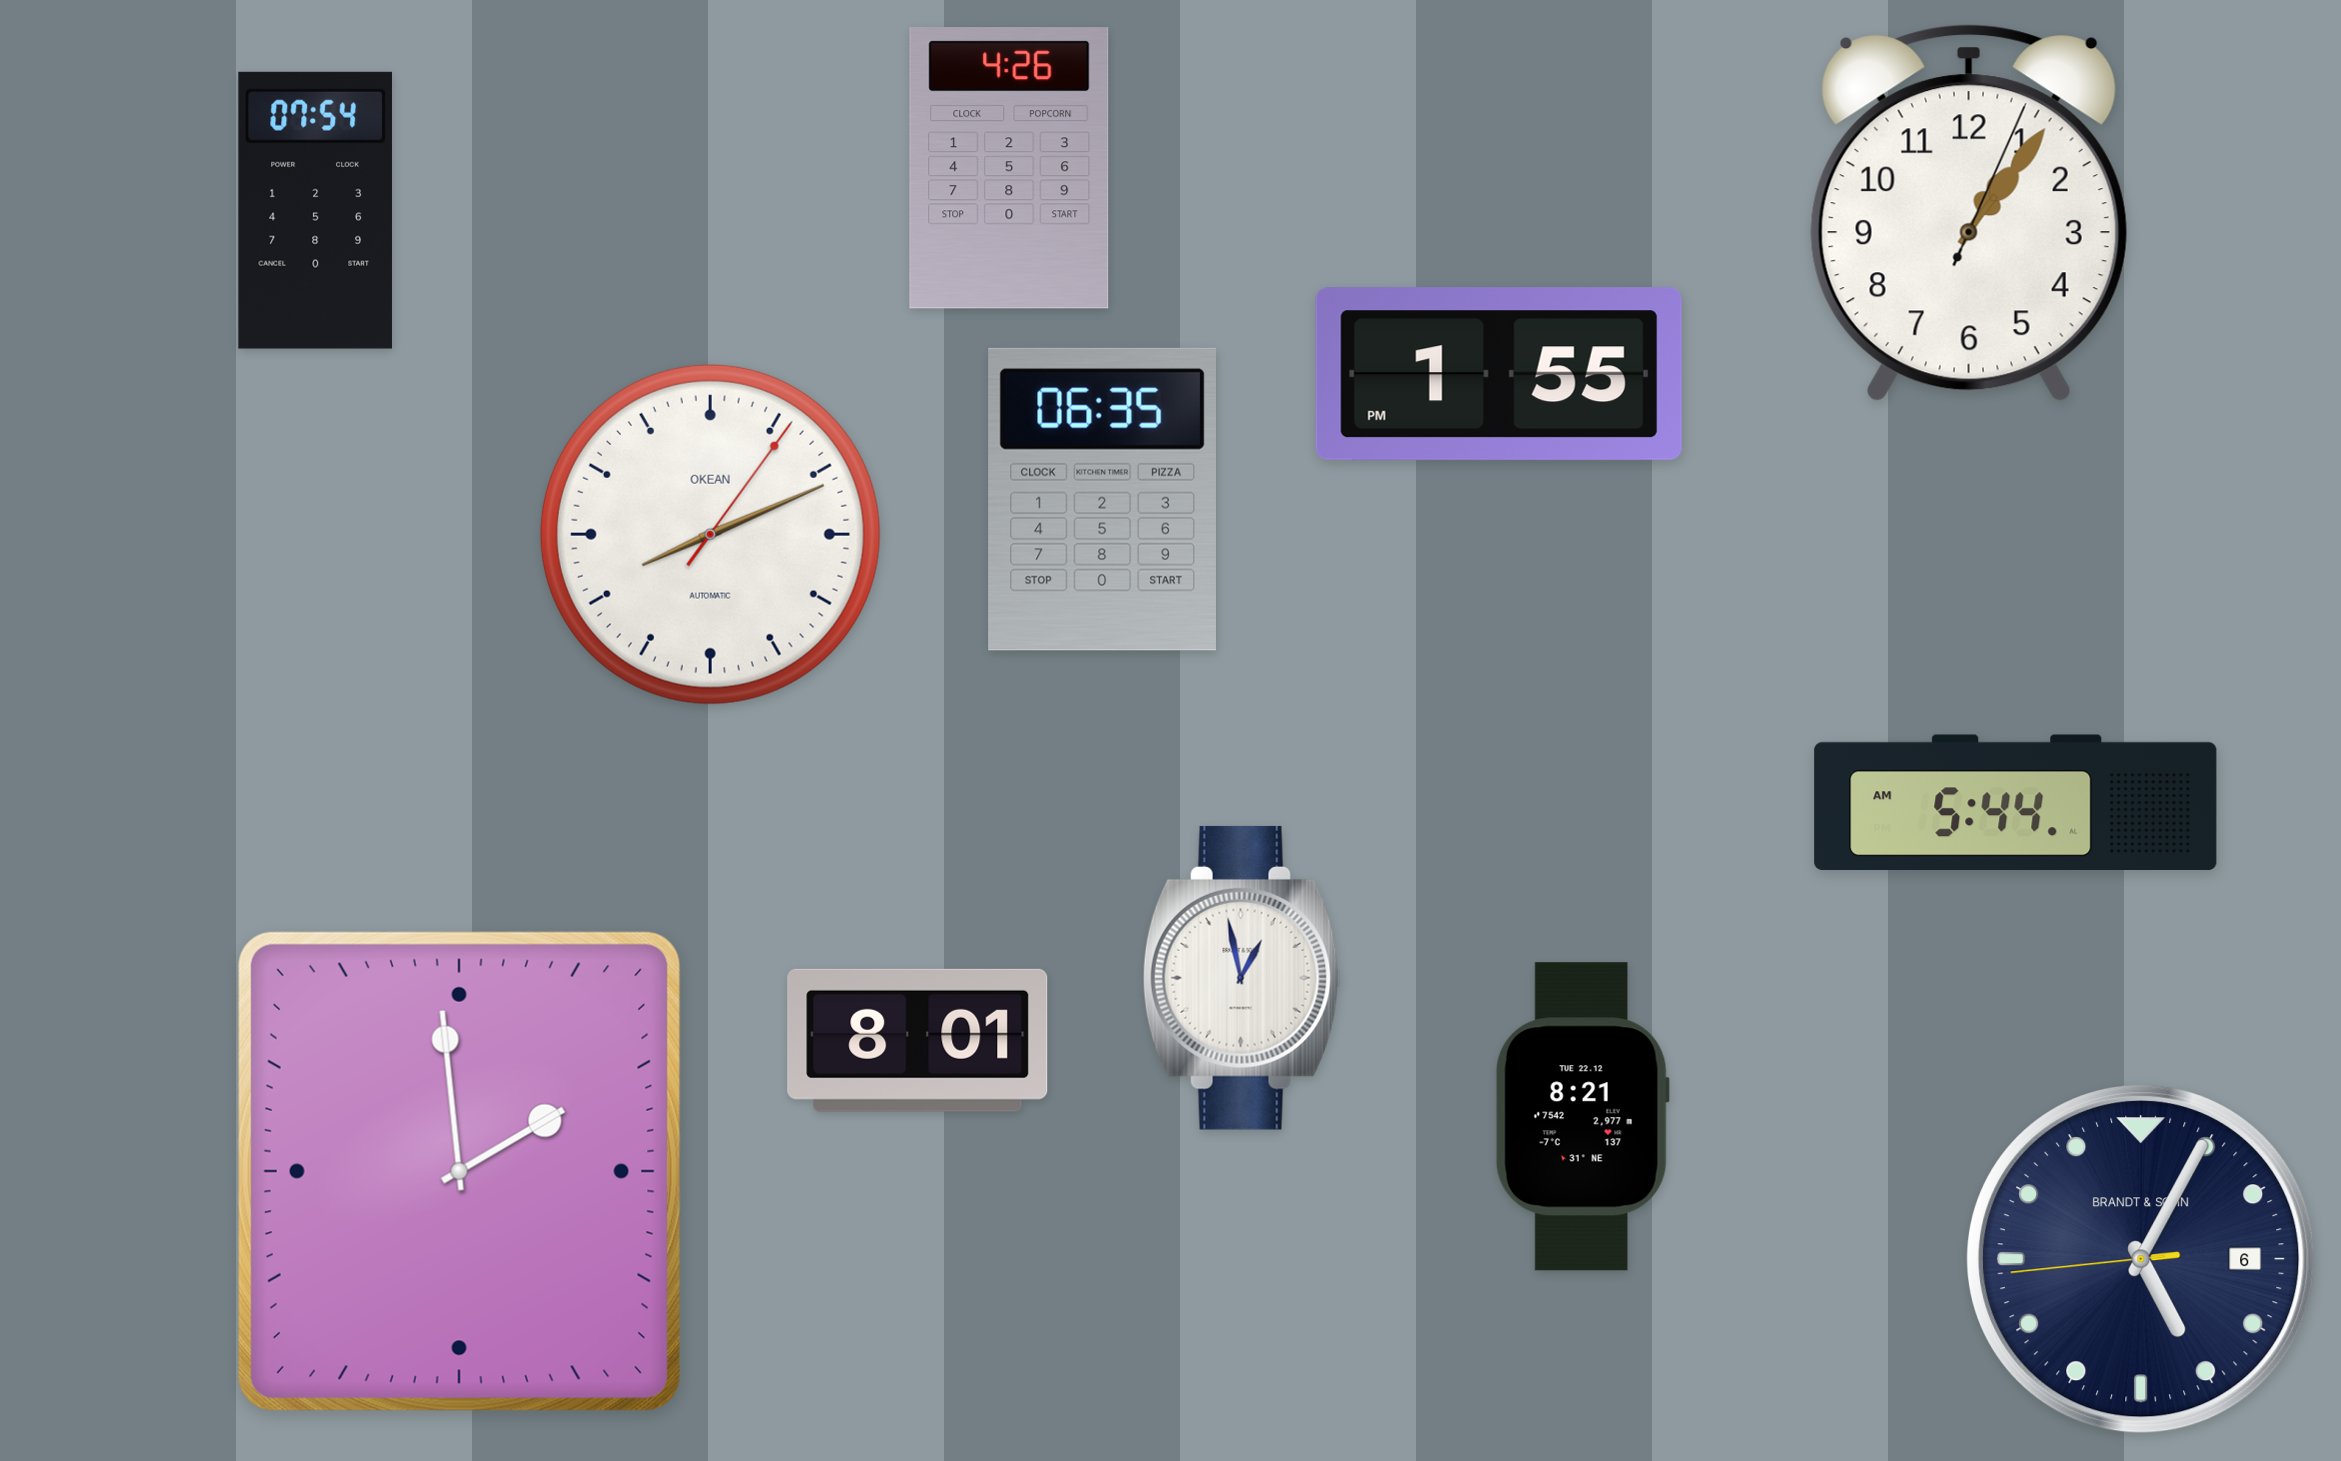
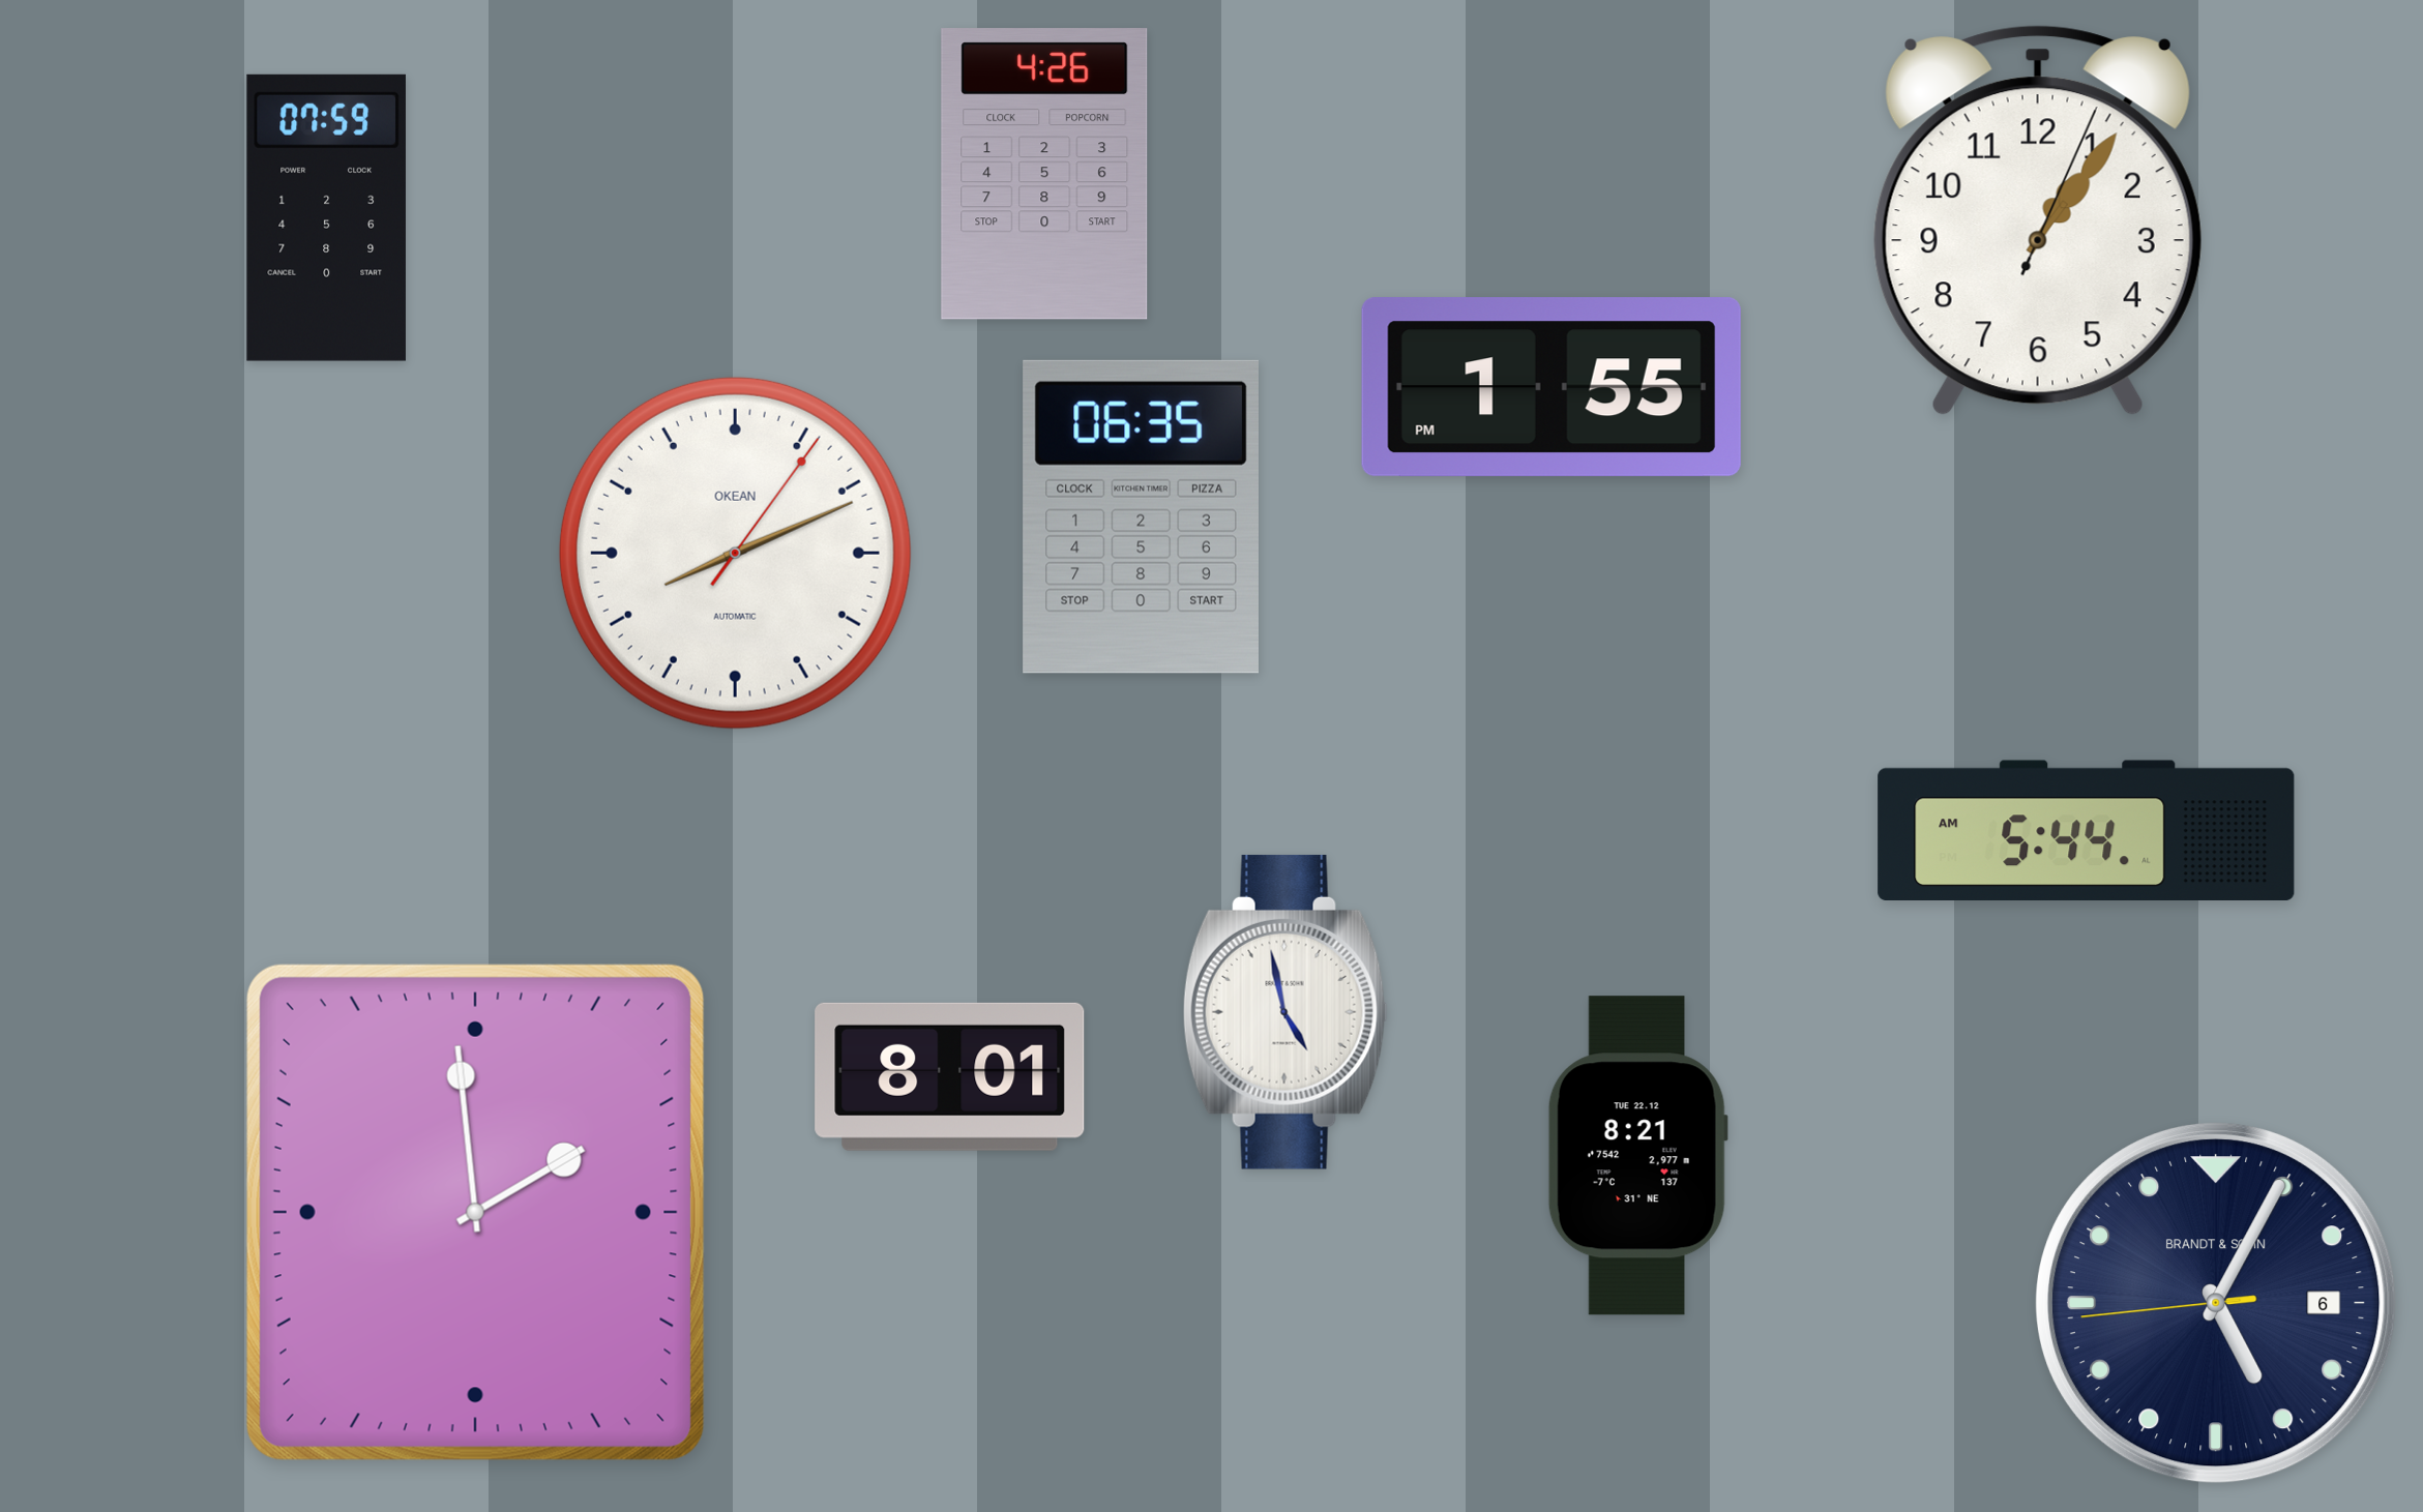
clock at (315, 210): 07:54 -> 07:59
clock at (1242, 978): 12:58 -> 4:58
